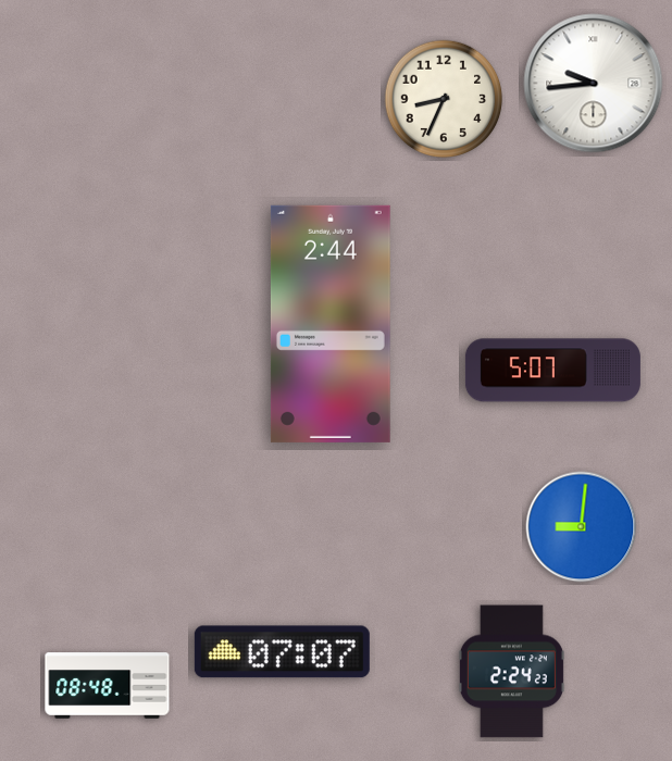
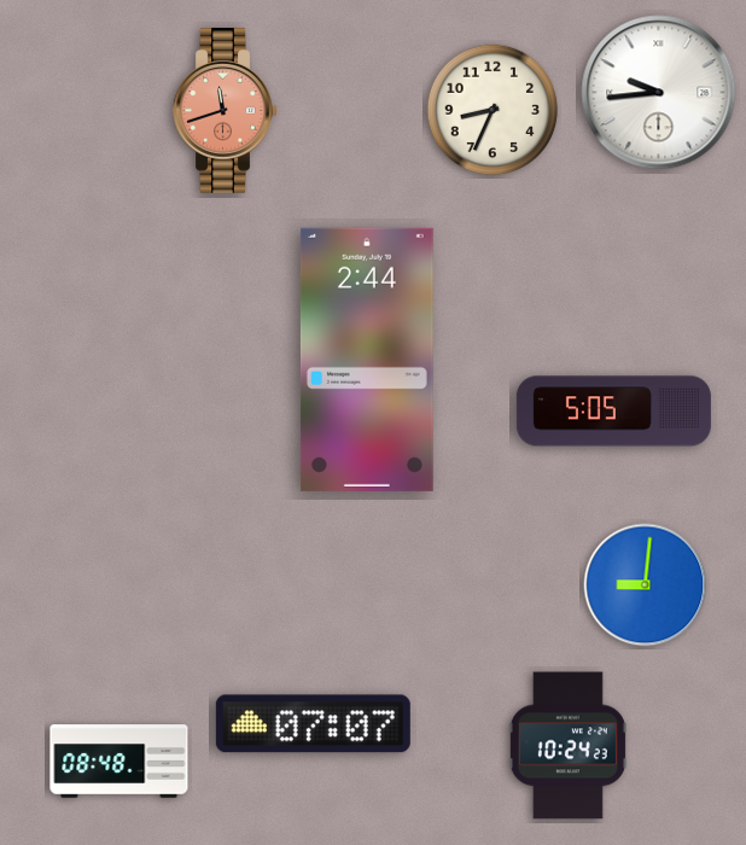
clock at (226, 111): none -> 11:42
clock at (552, 371): 5:07 -> 5:05
clock at (511, 672): 2:24 -> 10:24
